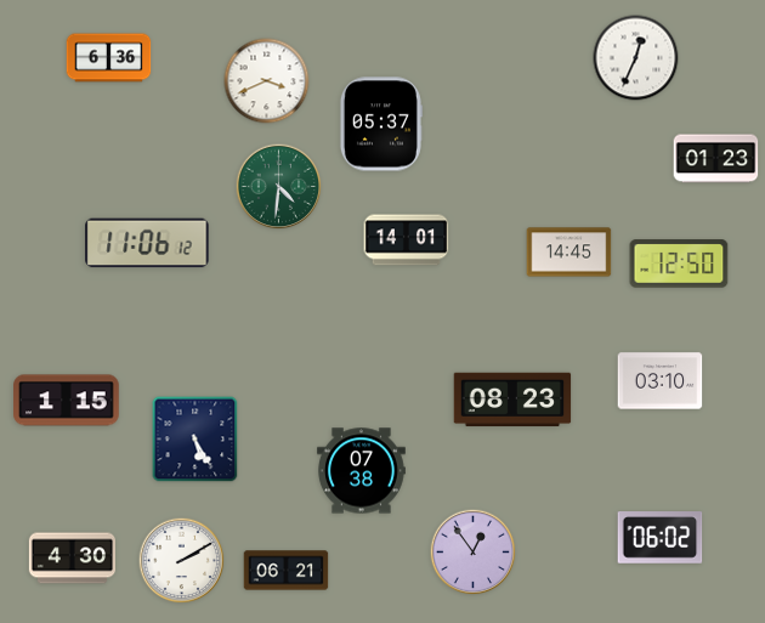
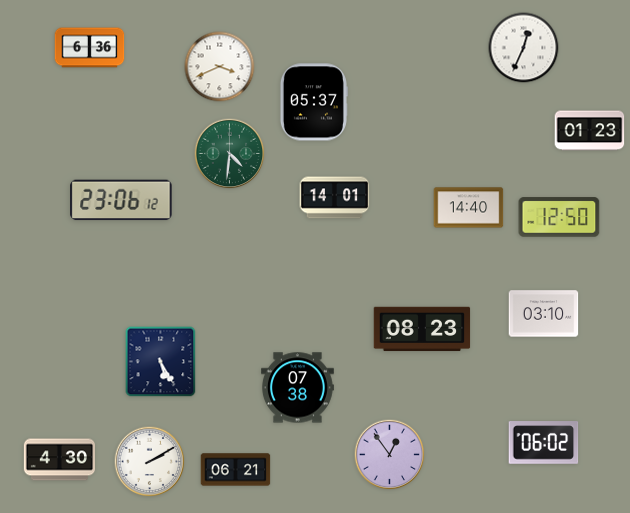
clock at (147, 243): 11:06 -> 23:06
clock at (569, 253): 14:45 -> 14:40
clock at (67, 401): 1:15 -> none
